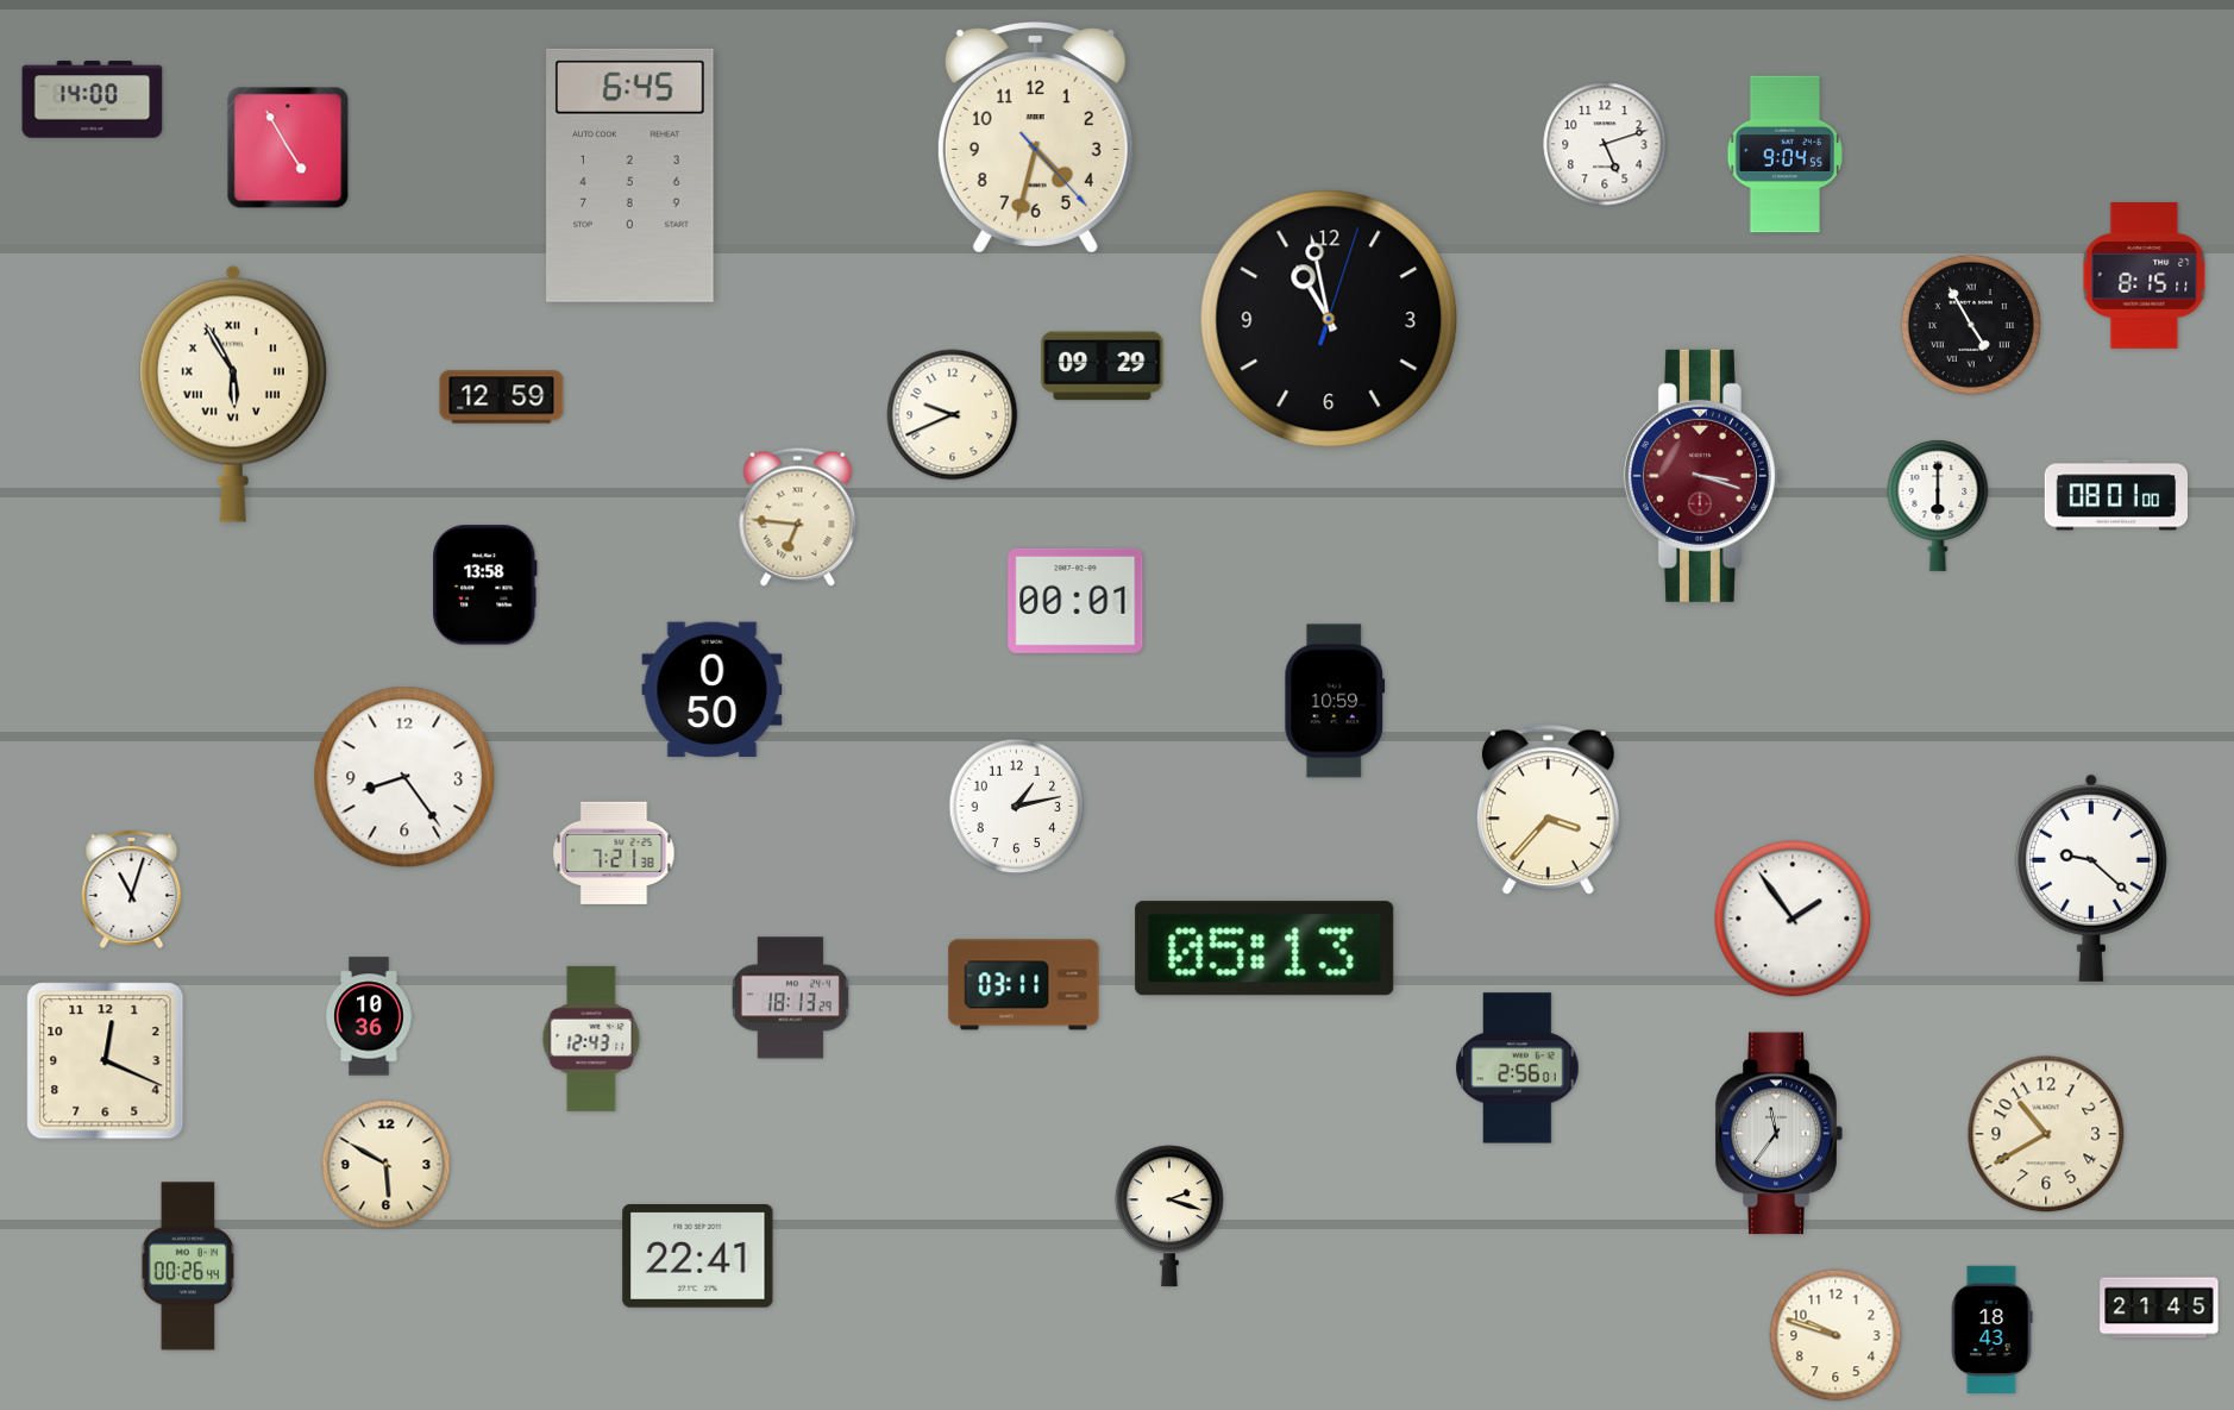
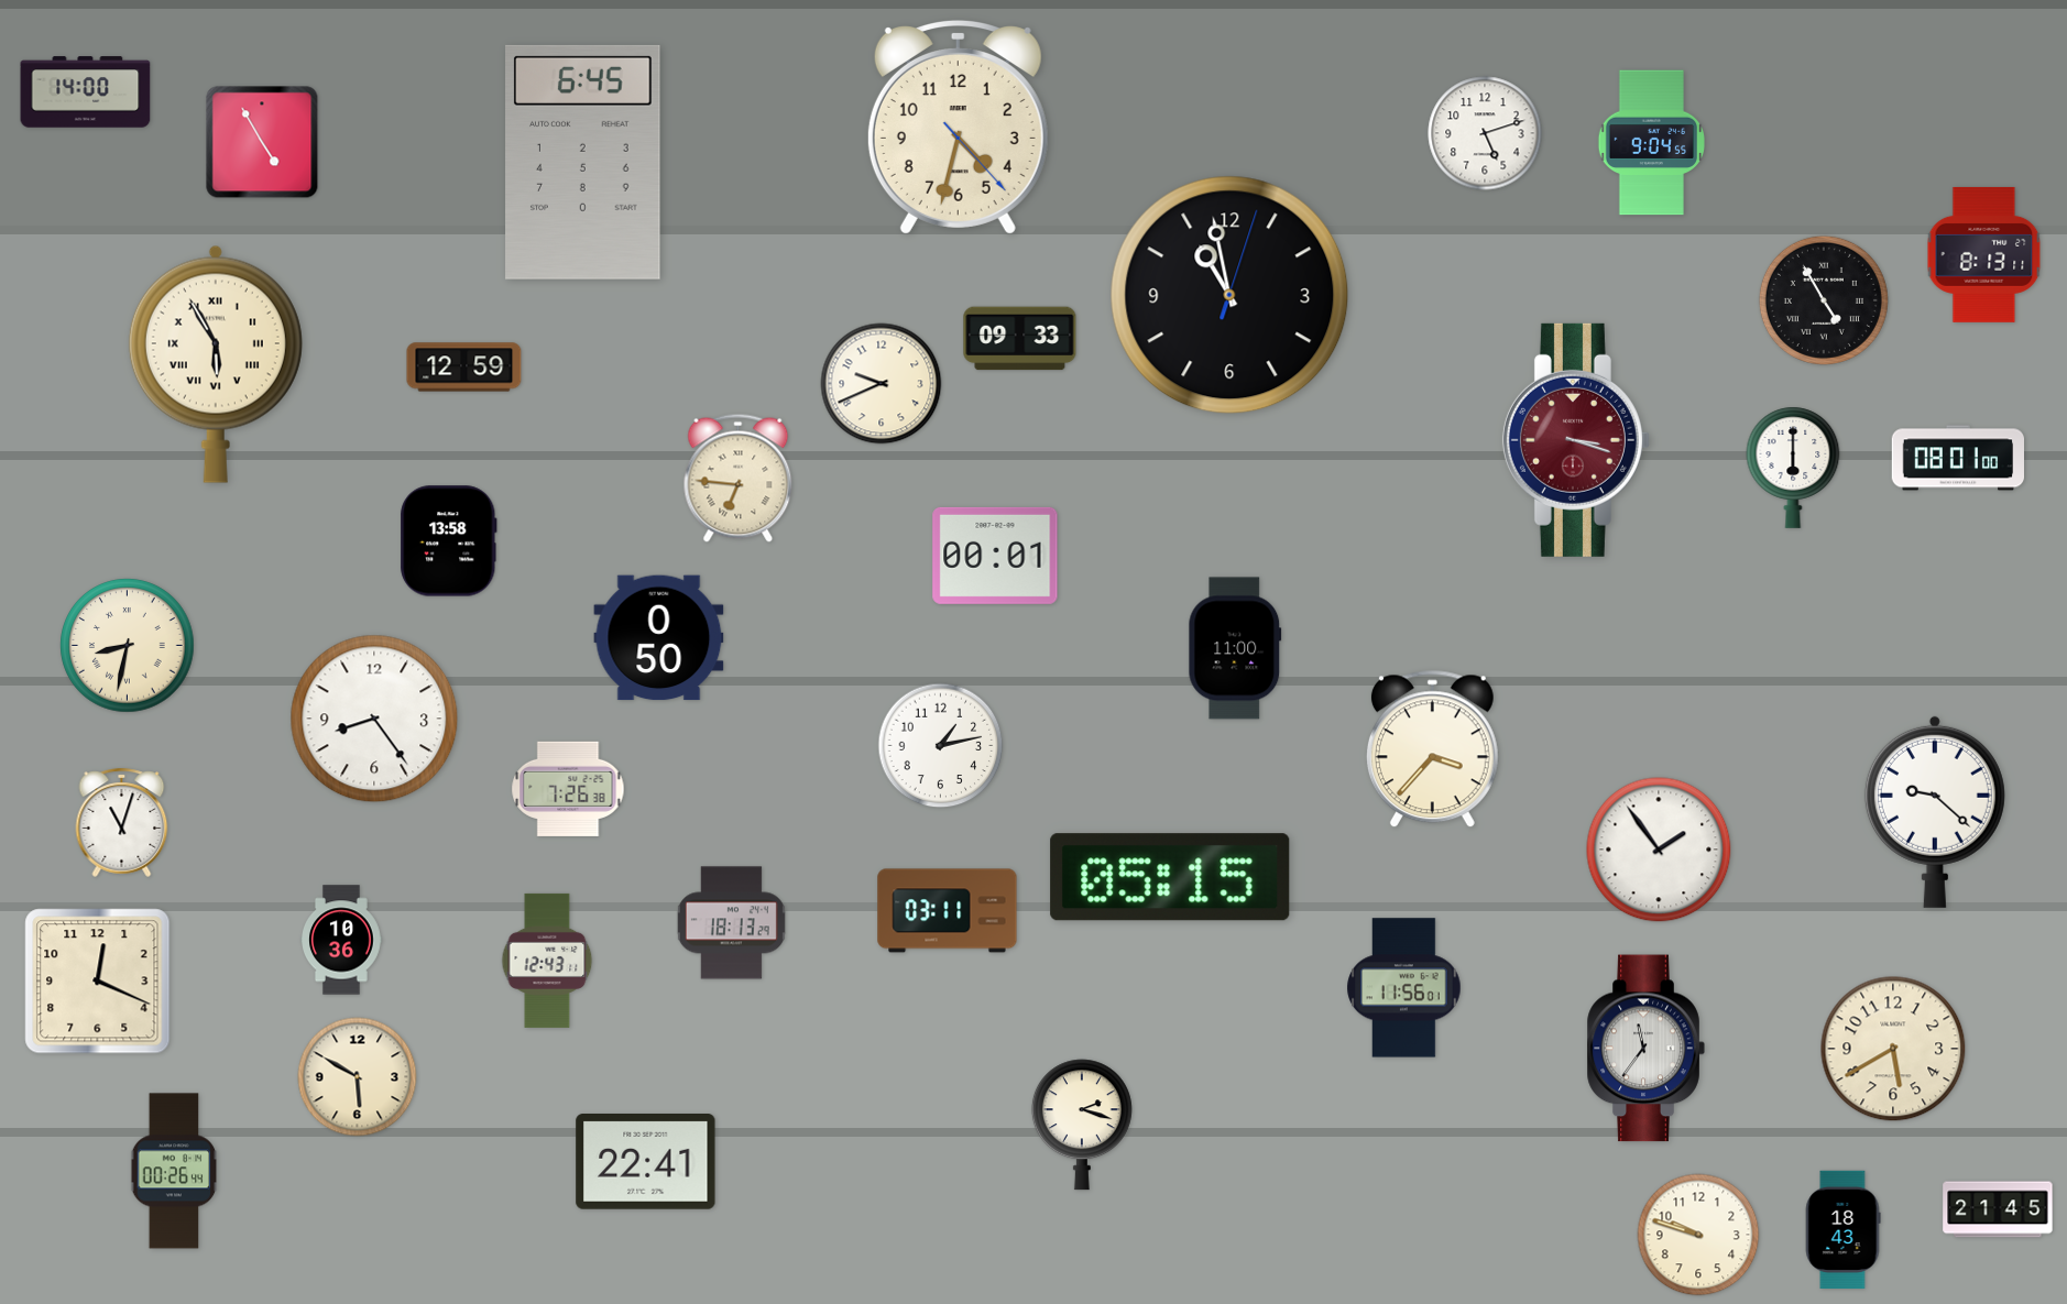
clock at (288, 148) position: (288, 148) -> (262, 142)
clock at (2145, 275): 8:15 -> 8:13
clock at (1103, 366): 09:29 -> 09:33
clock at (128, 646): none -> 8:32
clock at (1335, 701): 10:59 -> 11:00
clock at (614, 853): 7:21 -> 7:26
clock at (1265, 948): 05:13 -> 05:15
clock at (1518, 1069): 2:56 -> 11:56
clock at (2046, 1134): 10:40 -> 5:40
